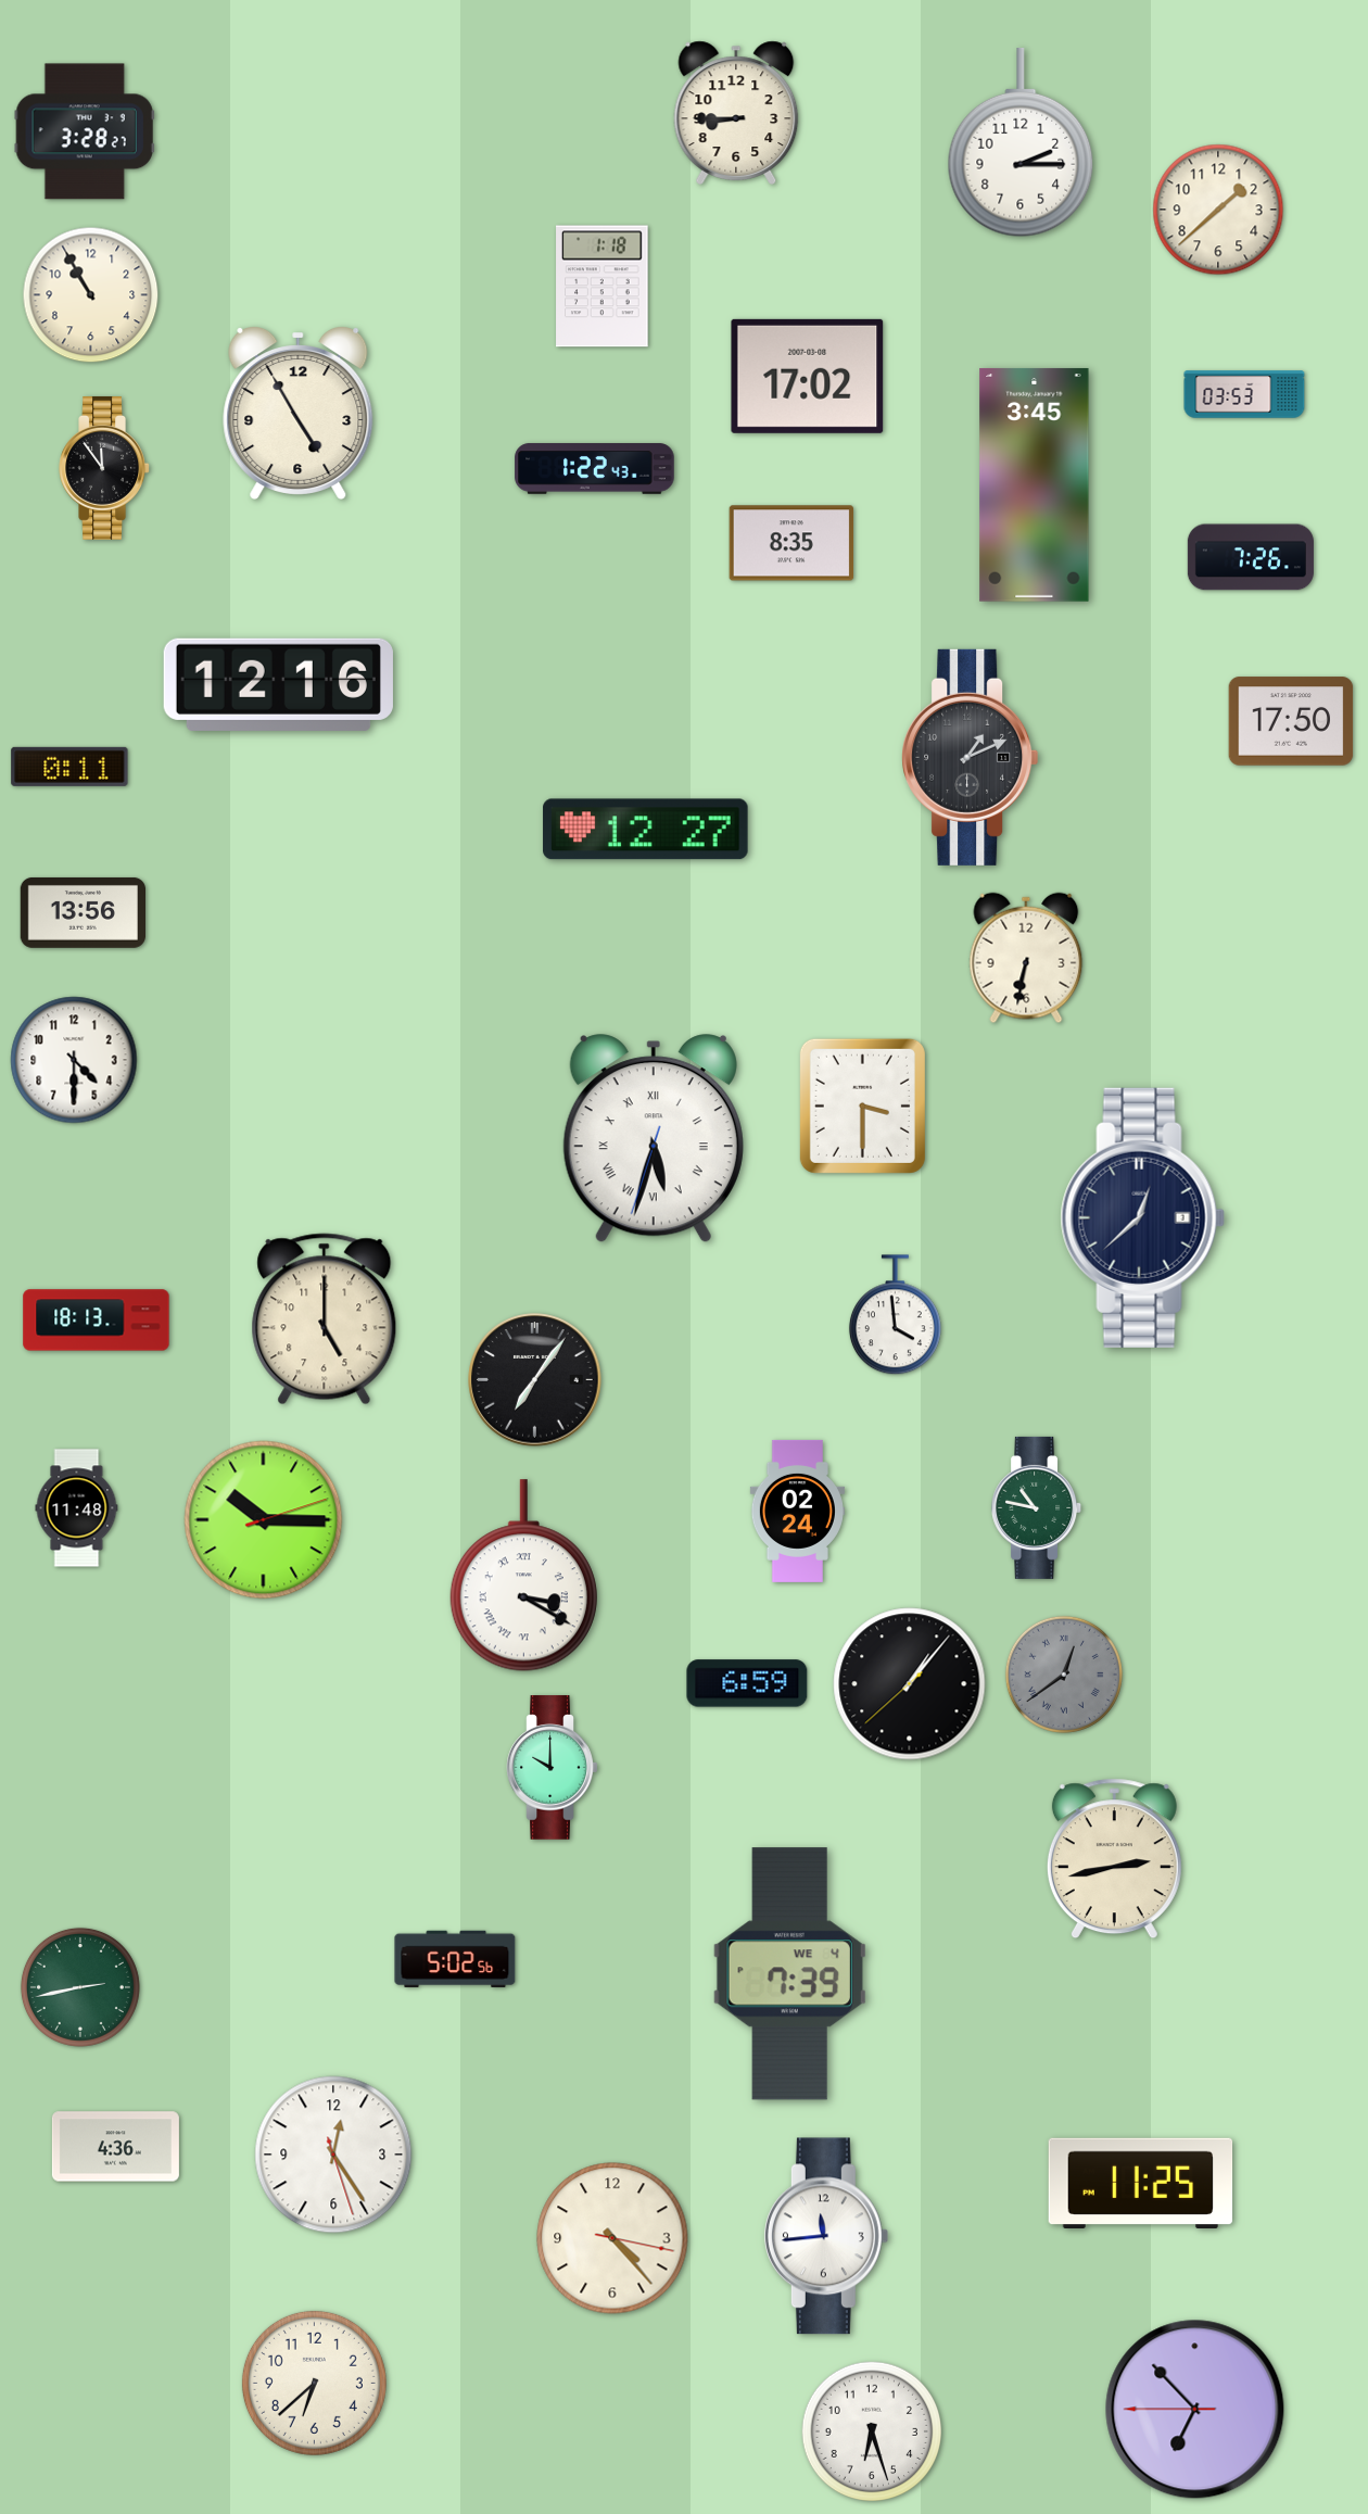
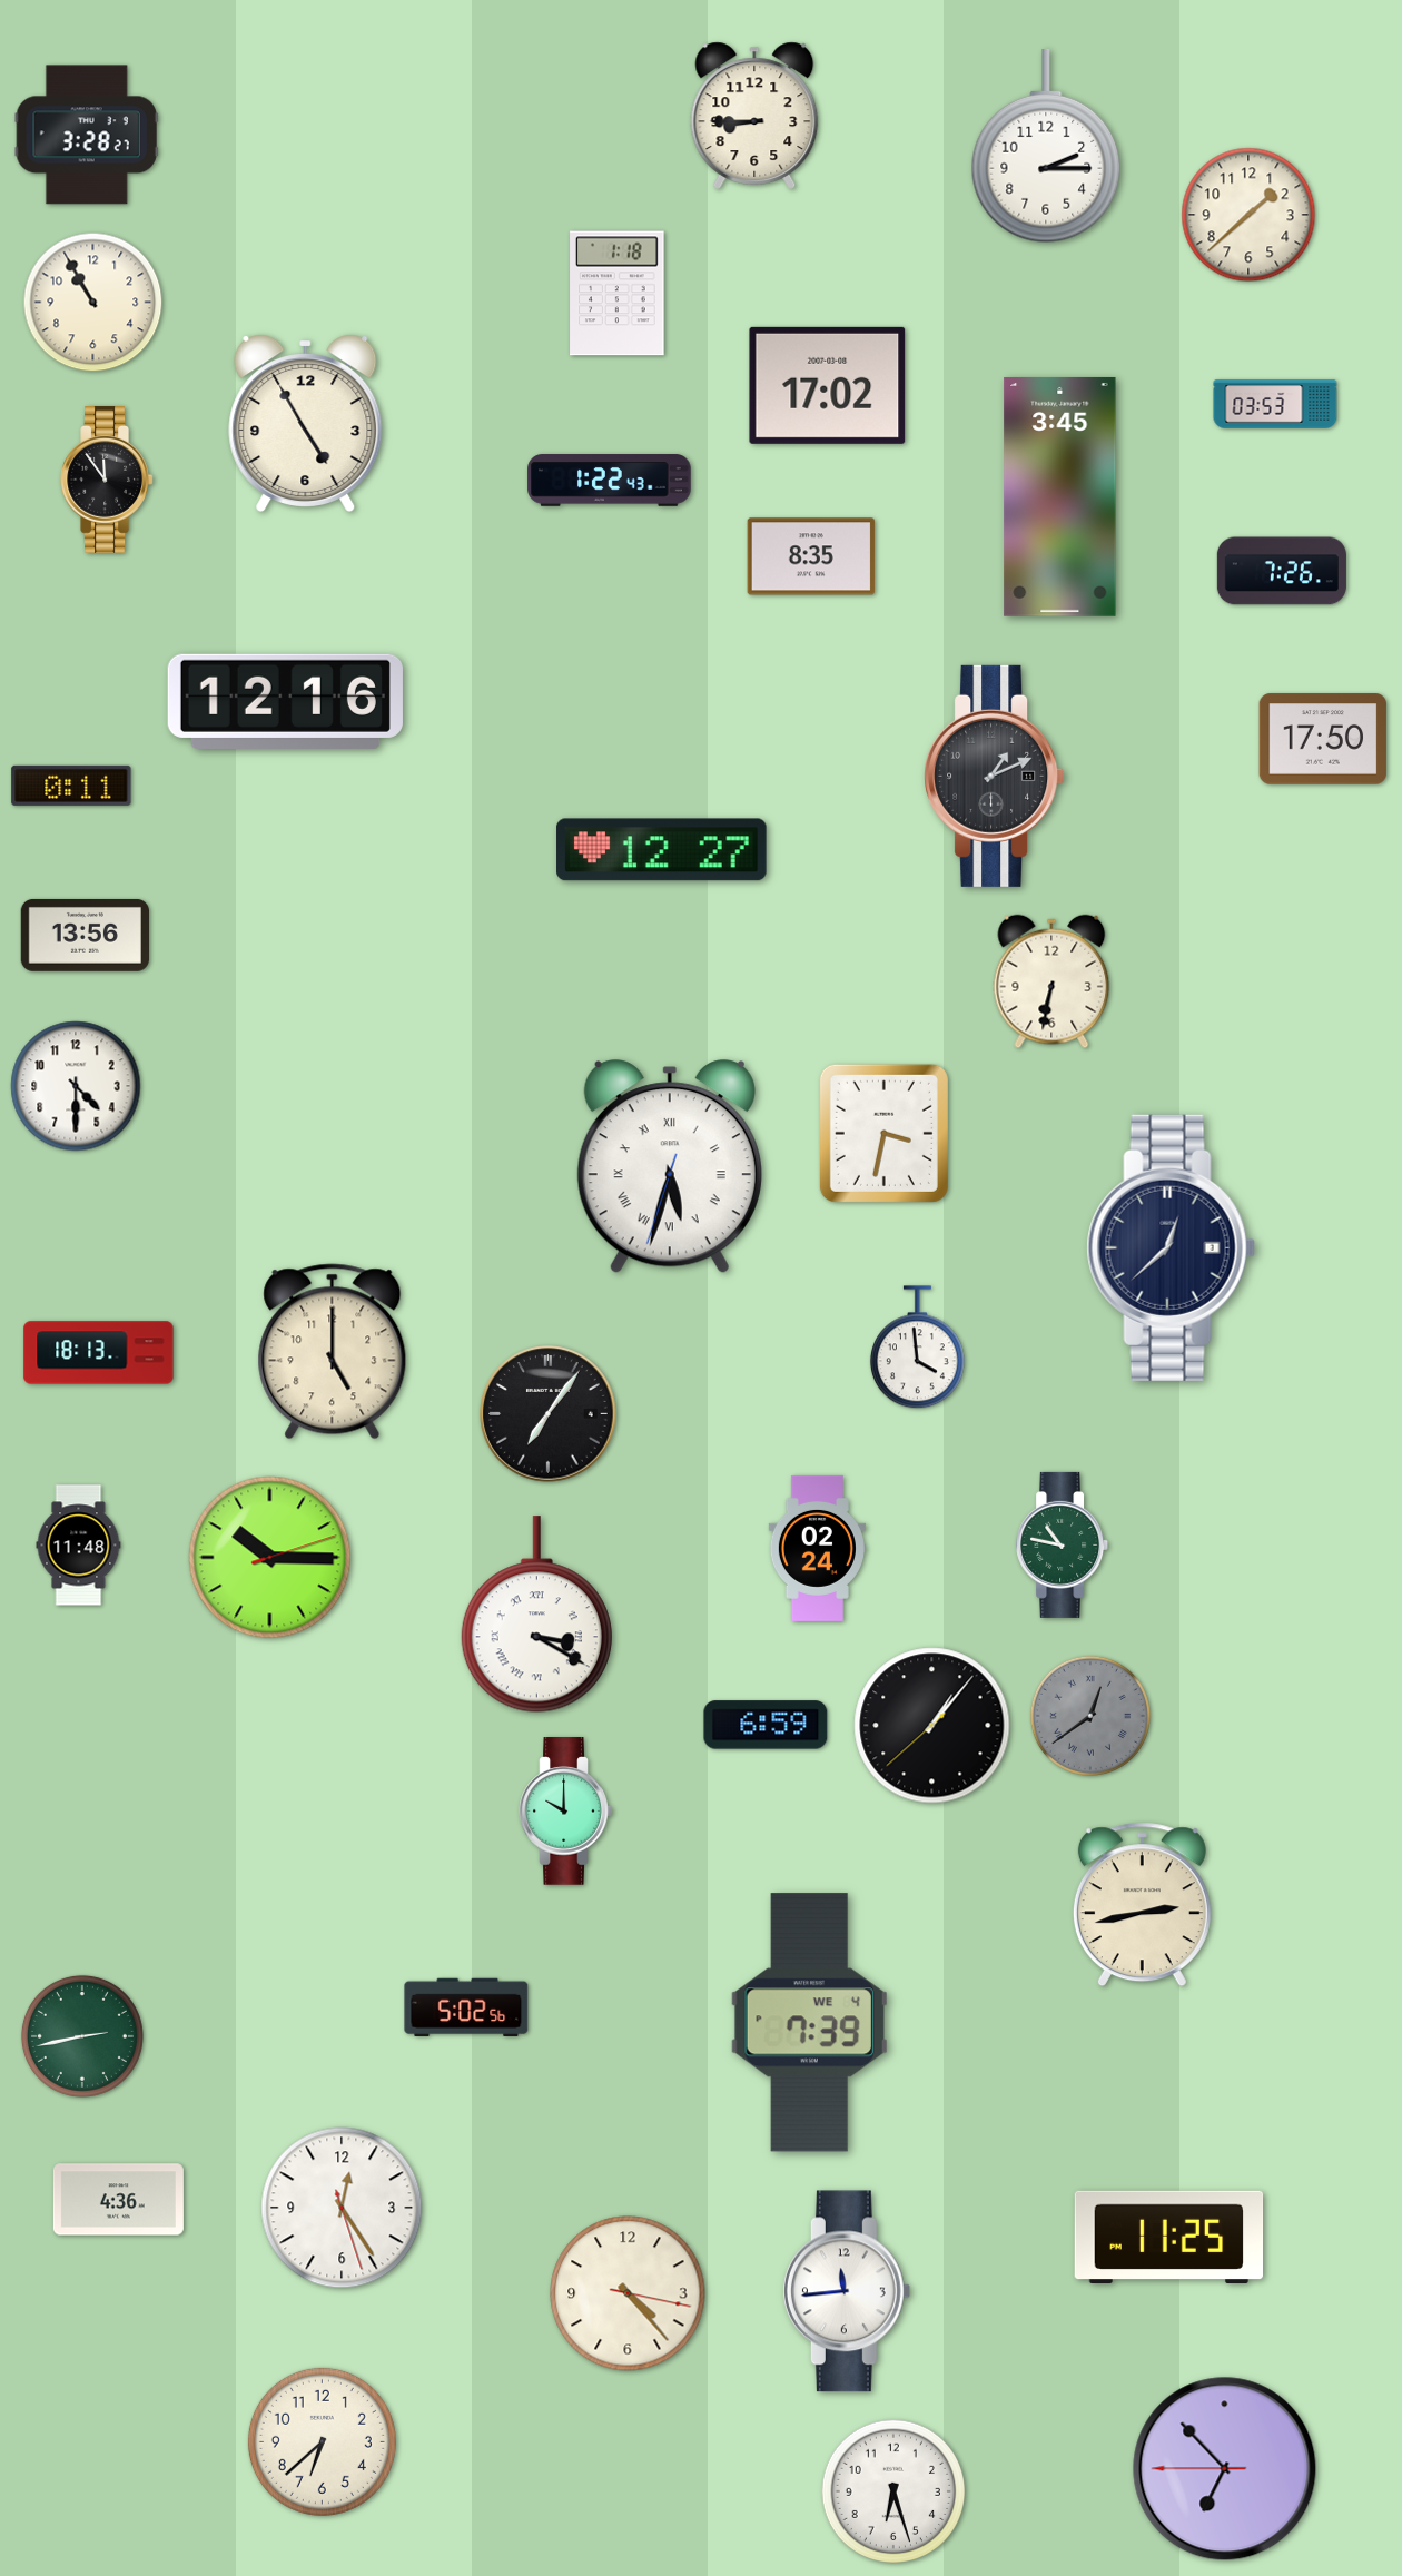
clock at (862, 1106): 3:30 -> 3:32
